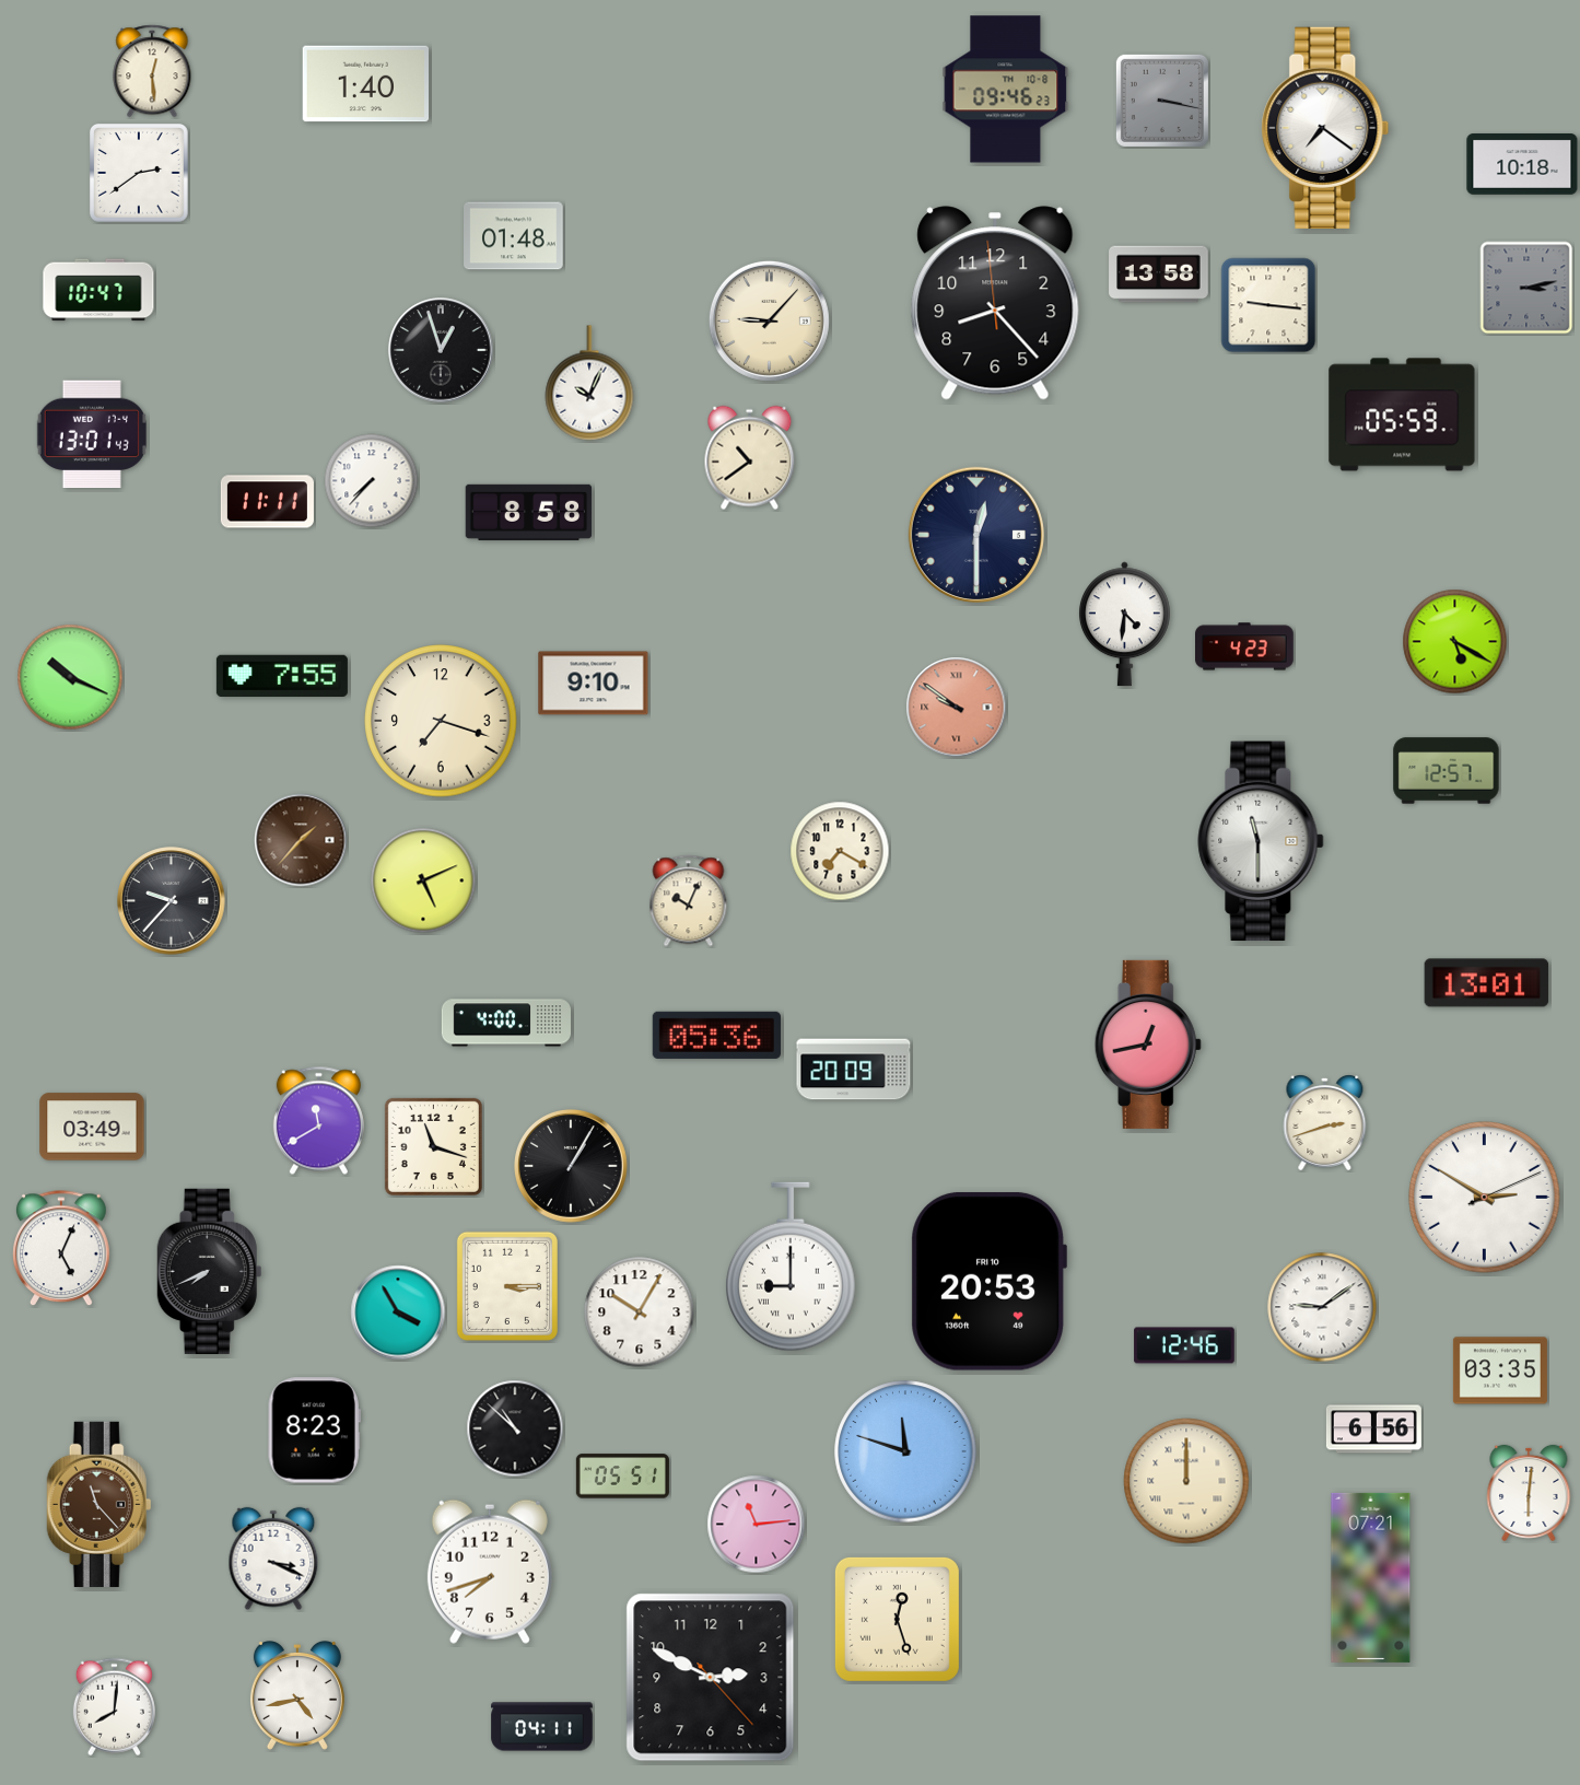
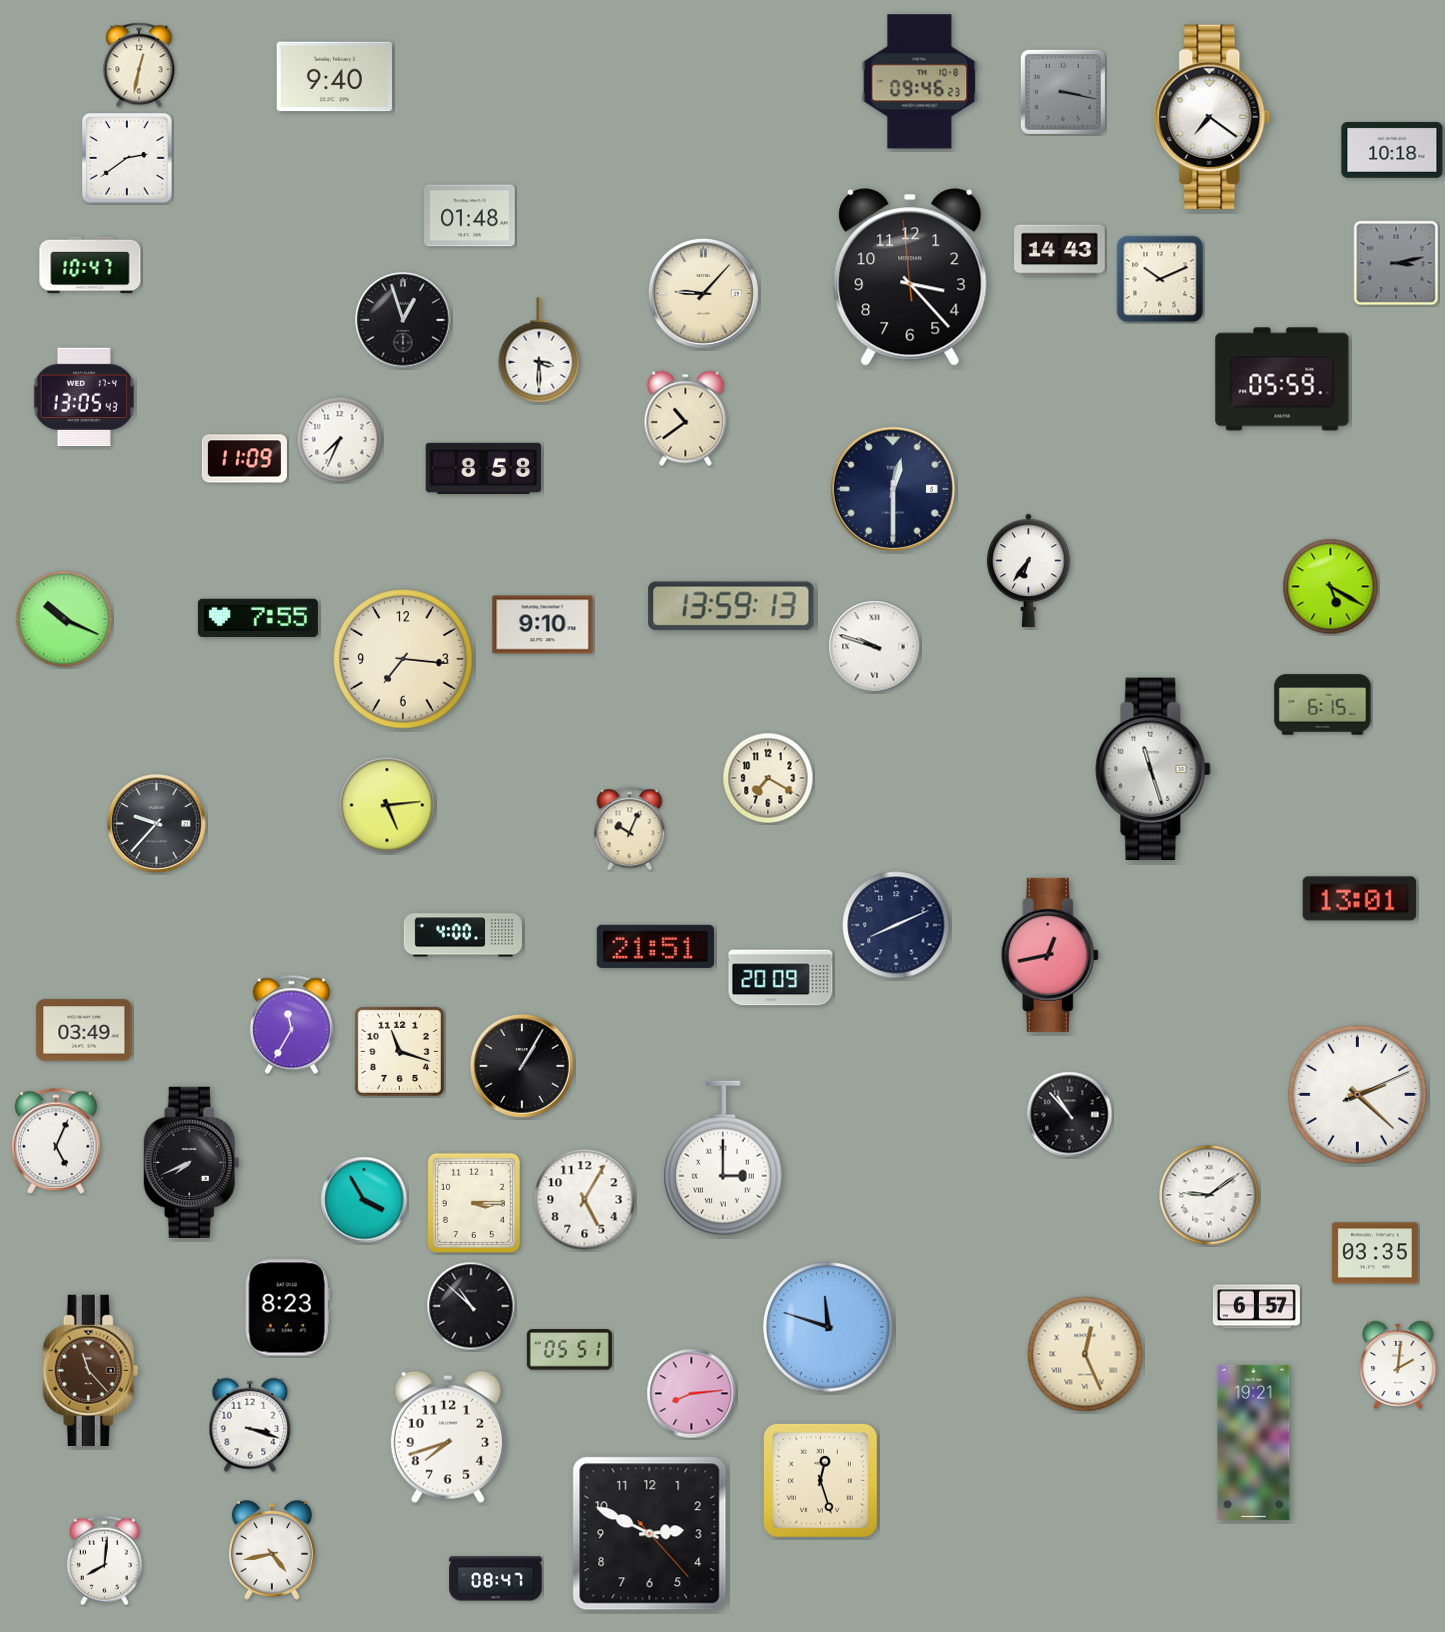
clock at (152, 71): 12:29 -> 12:32
clock at (366, 84): 1:40 -> 9:40
clock at (1159, 275): 13:58 -> 14:43
clock at (995, 303): 8:22 -> 3:22
clock at (1268, 305): 9:16 -> 10:11
clock at (589, 383): 10:04 -> 3:30
clock at (92, 434): 13:01 -> 13:05
clock at (372, 481): 7:37 -> 7:34
clock at (267, 502): 11:11 -> 11:09
clock at (1124, 625): 4:31 -> 6:36
clock at (1245, 646): 4:23 -> none
clock at (731, 606): none -> 13:59
clock at (957, 708): 9:51 -> 9:48
clock at (957, 708) dial: salmon -> white
clock at (441, 721): 7:18 -> 7:16
clock at (1447, 771): 12:57 -> 6:15
clock at (301, 840): 1:37 -> none
clock at (1261, 841): 11:30 -> 11:27
clock at (423, 880): 5:11 -> 5:14
clock at (689, 901) position: (689, 901) -> (630, 829)
clock at (896, 925): none -> 8:11
clock at (716, 1035): 05:36 -> 21:51
clock at (318, 1121): 11:40 -> 11:35
clock at (1325, 1123): 2:42 -> none
clock at (433, 1146) position: (433, 1146) -> (399, 1051)
clock at (1485, 1198): 2:50 -> 2:22
clock at (1070, 1115): none -> 10:53
clock at (791, 1267): 9:00 -> 3:00
clock at (988, 1282): 20:53 -> none
clock at (507, 1286) position: (507, 1286) -> (474, 1203)
clock at (640, 1312): 10:05 -> 5:05
clock at (1184, 1345): 12:46 -> none
clock at (1500, 1370) position: (1500, 1370) -> (1375, 1253)
clock at (1373, 1430): 6:56 -> 6:57
clock at (1186, 1481): 12:00 -> 12:26
clock at (1529, 1493): 6:01 -> 2:01
clock at (100, 1504) position: (100, 1504) -> (91, 1370)
clock at (757, 1525): 11:14 -> 8:14
clock at (273, 1559): 3:19 -> 3:18
clock at (1371, 1577): 07:21 -> 19:21
clock at (542, 1727): 04:11 -> 08:47
